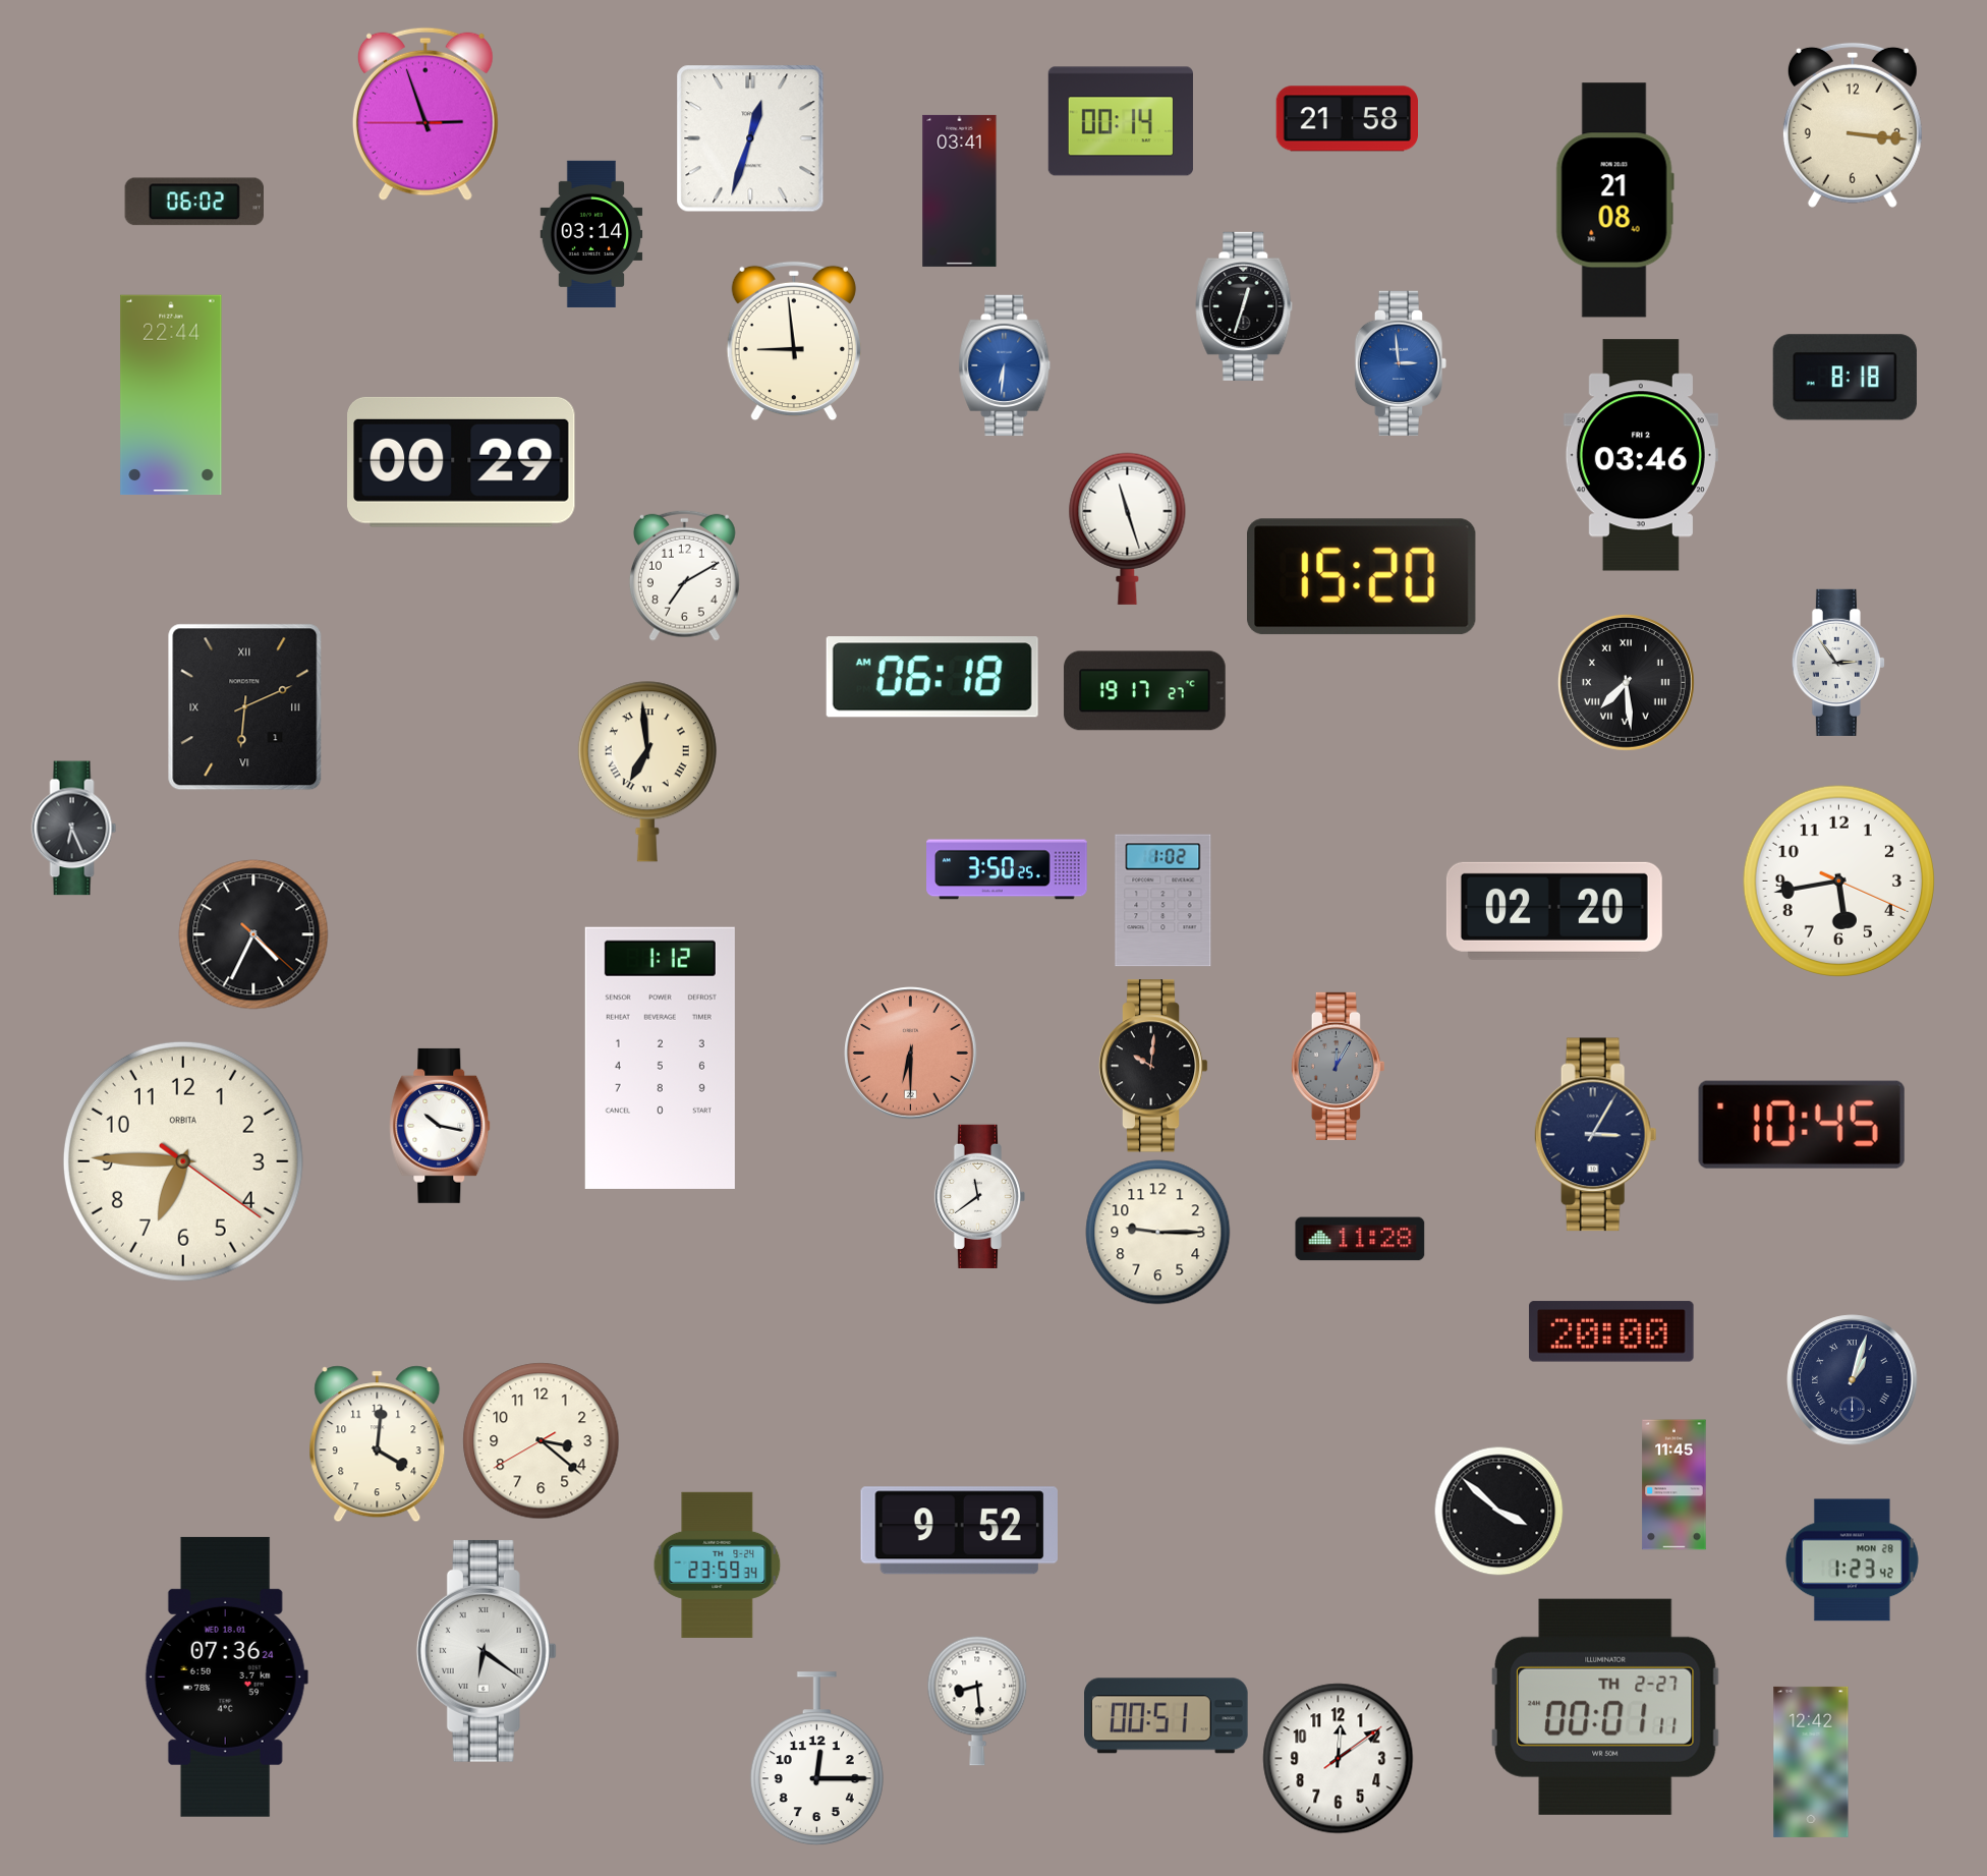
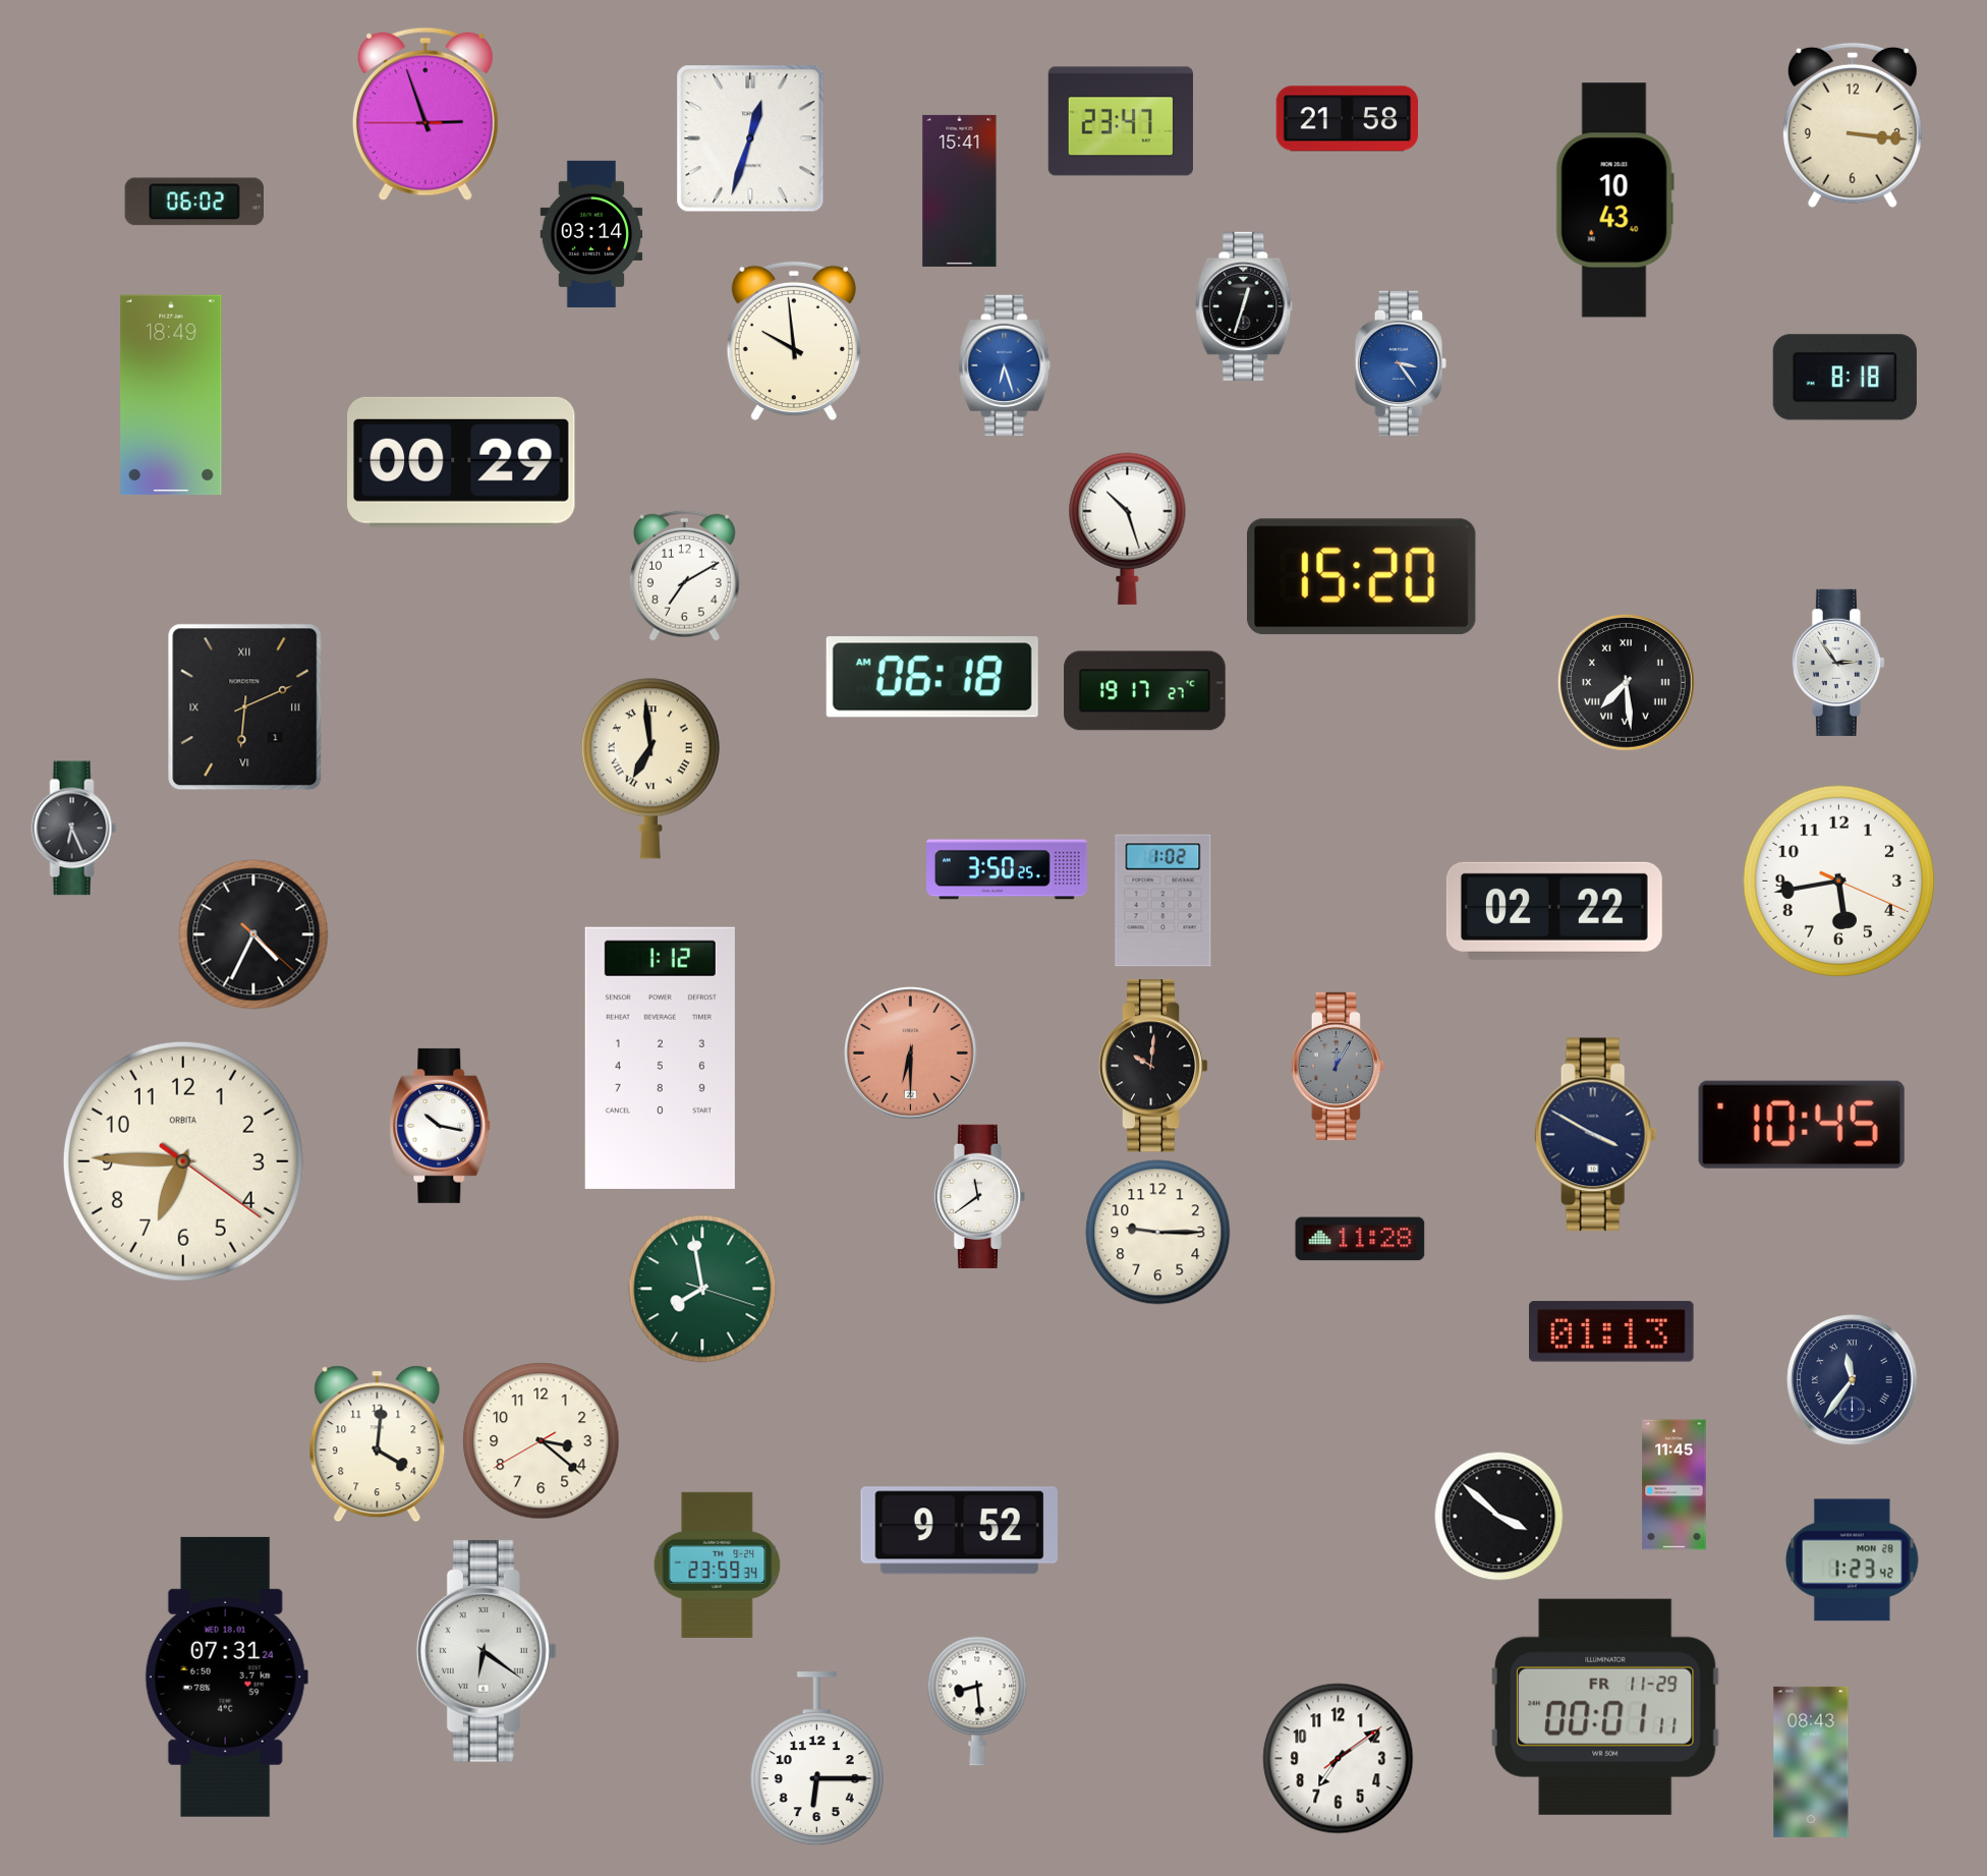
clock at (1121, 121): 00:14 -> 23:47
clock at (960, 190): 03:41 -> 15:41
clock at (1614, 201): 21:08 -> 10:43
clock at (794, 341): 8:59 -> 9:59
clock at (1400, 363): 2:59 -> 3:24
clock at (1005, 365): 6:31 -> 6:27
clock at (171, 395): 22:44 -> 18:49
clock at (1641, 455): 03:46 -> none
clock at (1128, 528): 11:27 -> 10:27
clock at (647, 772) position: (647, 772) -> (650, 769)
clock at (1554, 911): 02:20 -> 02:22
clock at (1595, 1135): 3:05 -> 3:50
clock at (702, 1289): none -> 7:58
clock at (1611, 1331): 20:00 -> 01:13
clock at (1853, 1380): 1:03 -> 11:36
clock at (1498, 1511) position: (1498, 1511) -> (1498, 1516)
clock at (226, 1676): 07:36 -> 07:31
clock at (1606, 1707) date: TH 2-27 -> FR 11-29
clock at (1167, 1716): 00:51 -> none
clock at (816, 1759): 12:15 -> 6:15
clock at (1339, 1759): 12:09 -> 7:09
clock at (1811, 1762): 12:42 -> 08:43
